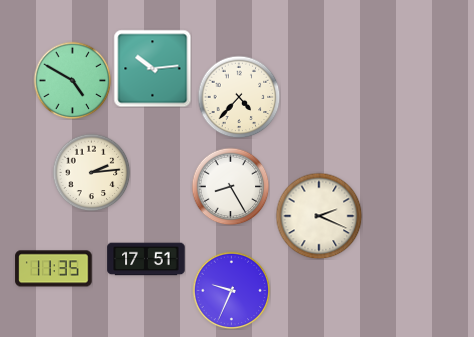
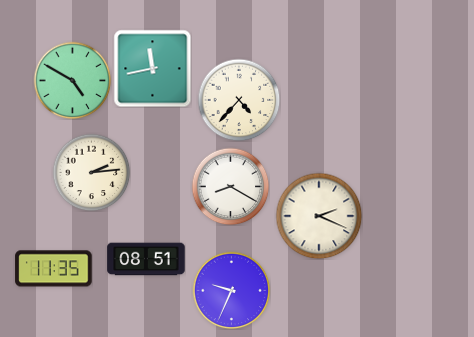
clock at (152, 68): 10:14 -> 11:43
clock at (239, 97) position: (239, 97) -> (239, 100)
clock at (230, 186): 8:25 -> 8:20
clock at (146, 259): 17:51 -> 08:51
